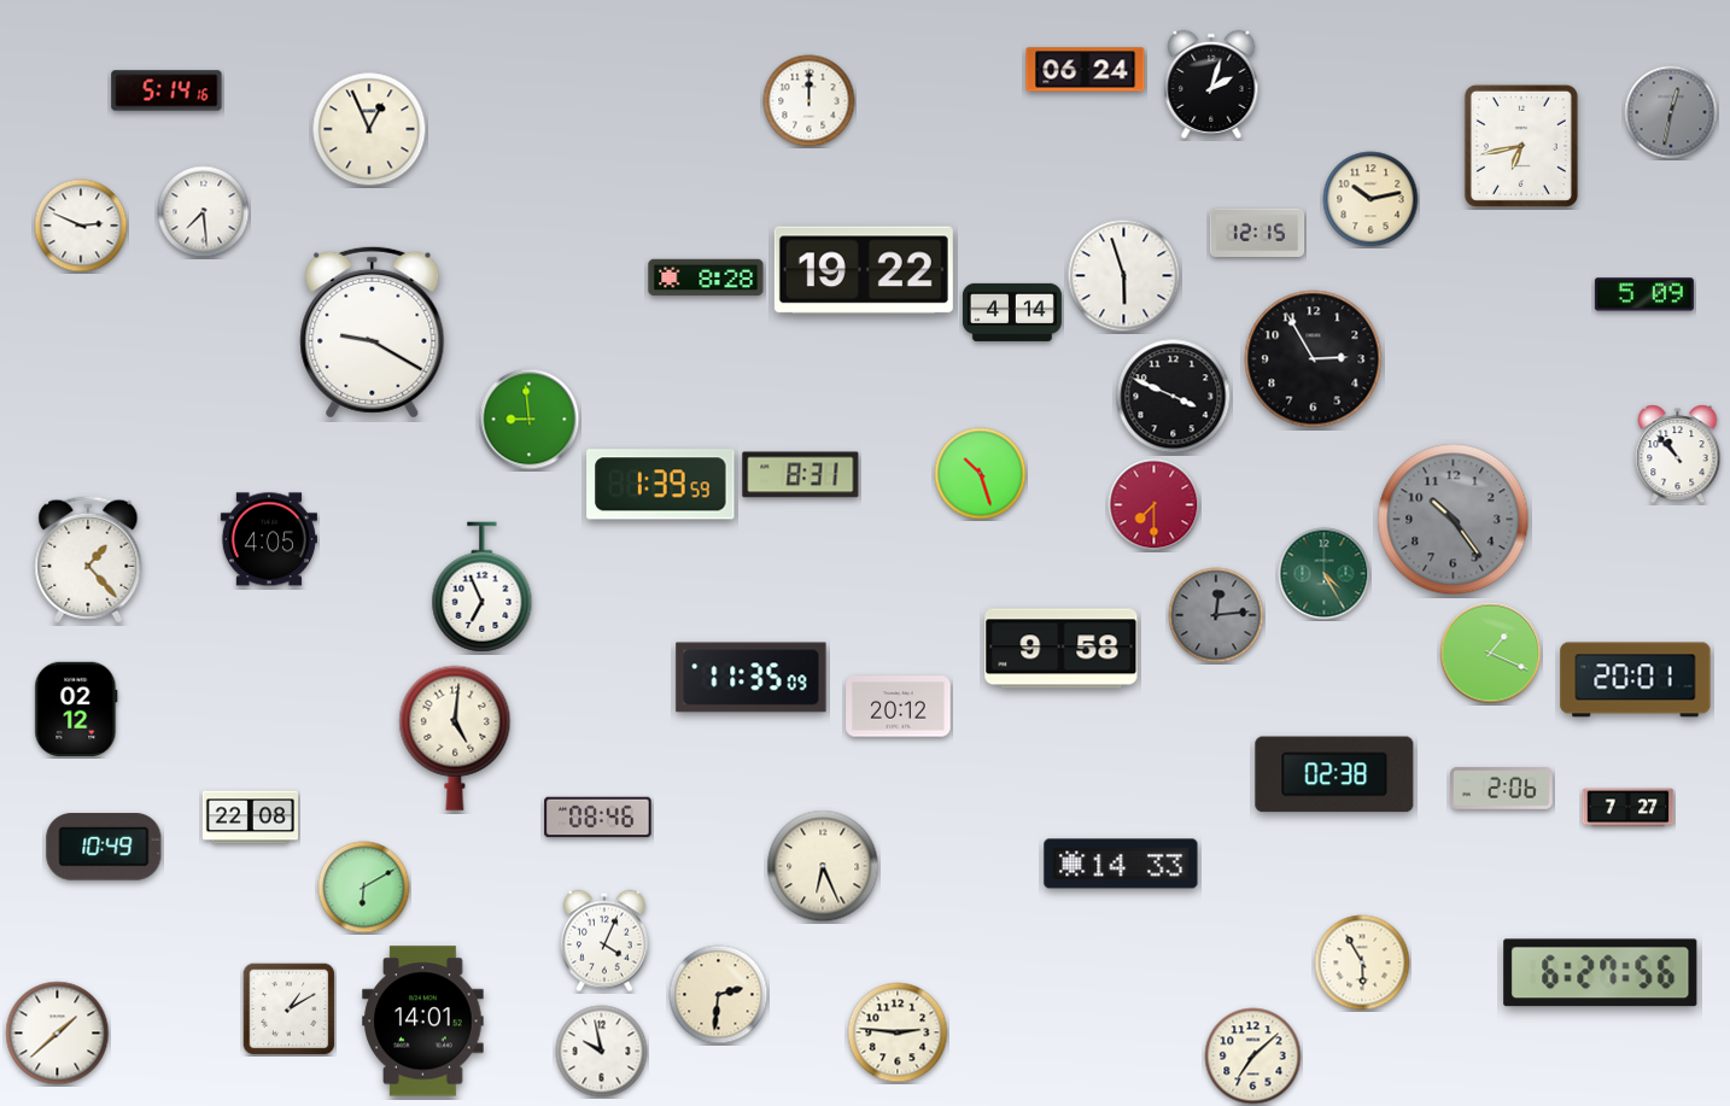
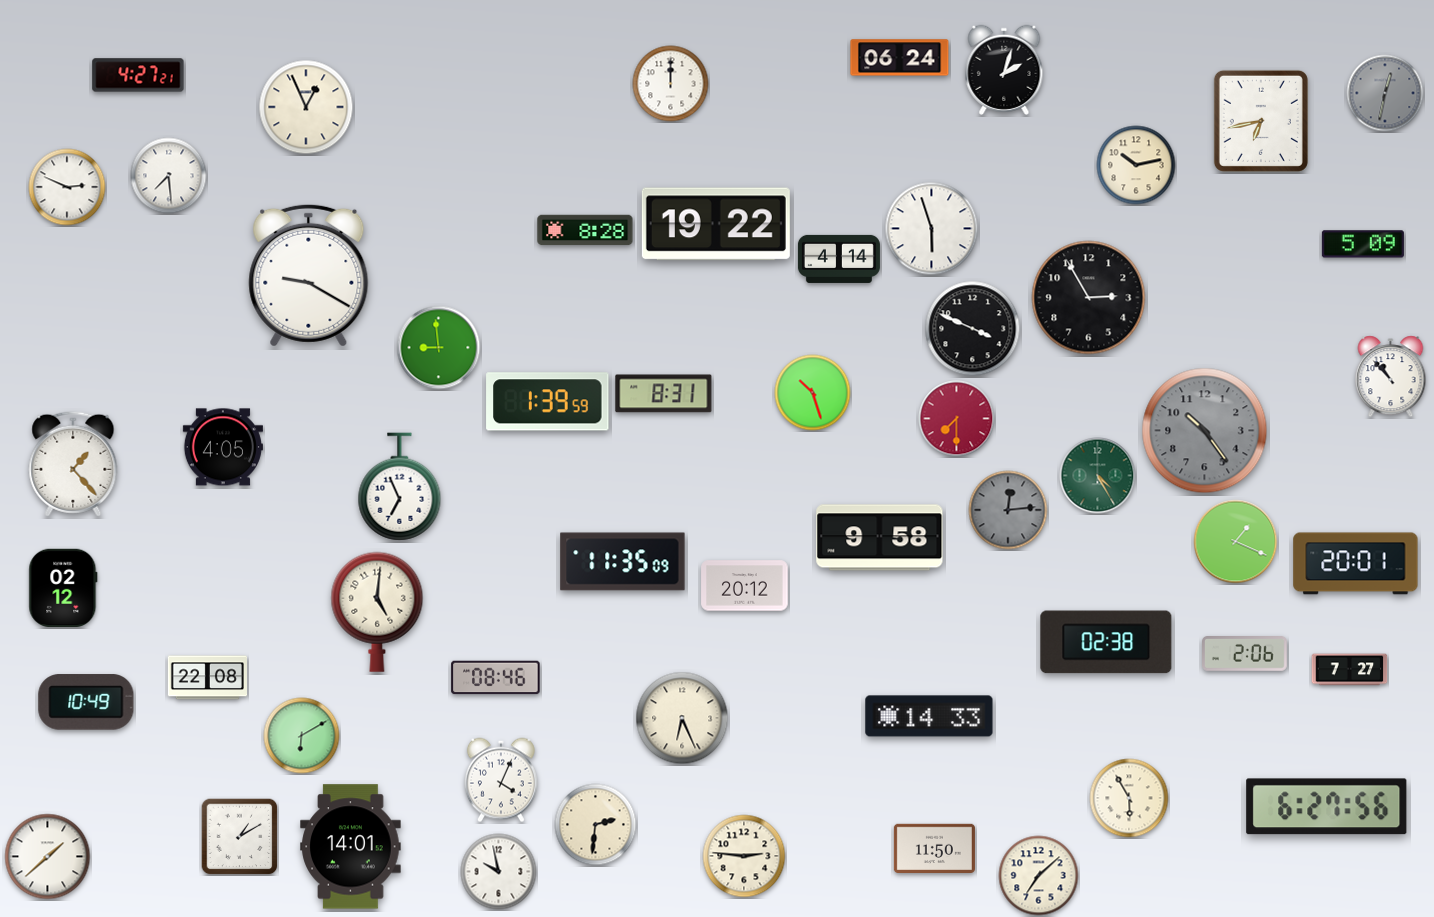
clock at (166, 90): 5:14 -> 4:27
clock at (1257, 233): 12:15 -> none
clock at (934, 848): none -> 11:50
